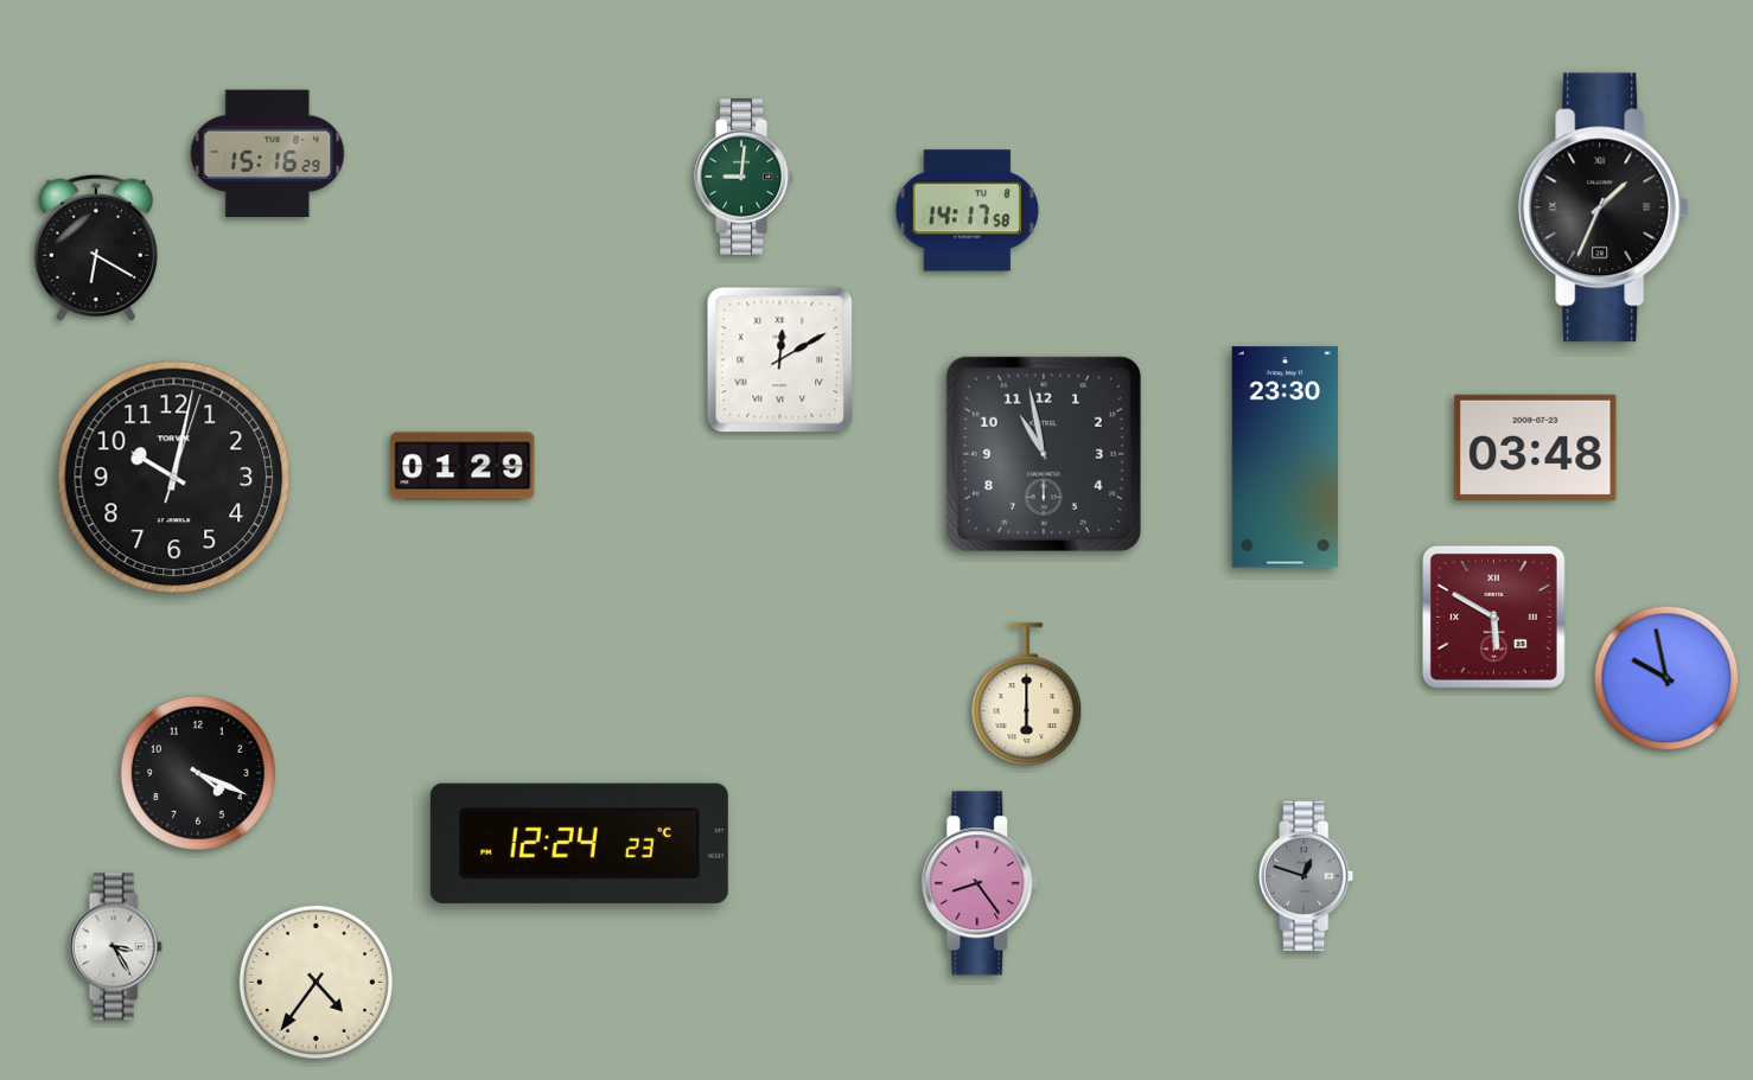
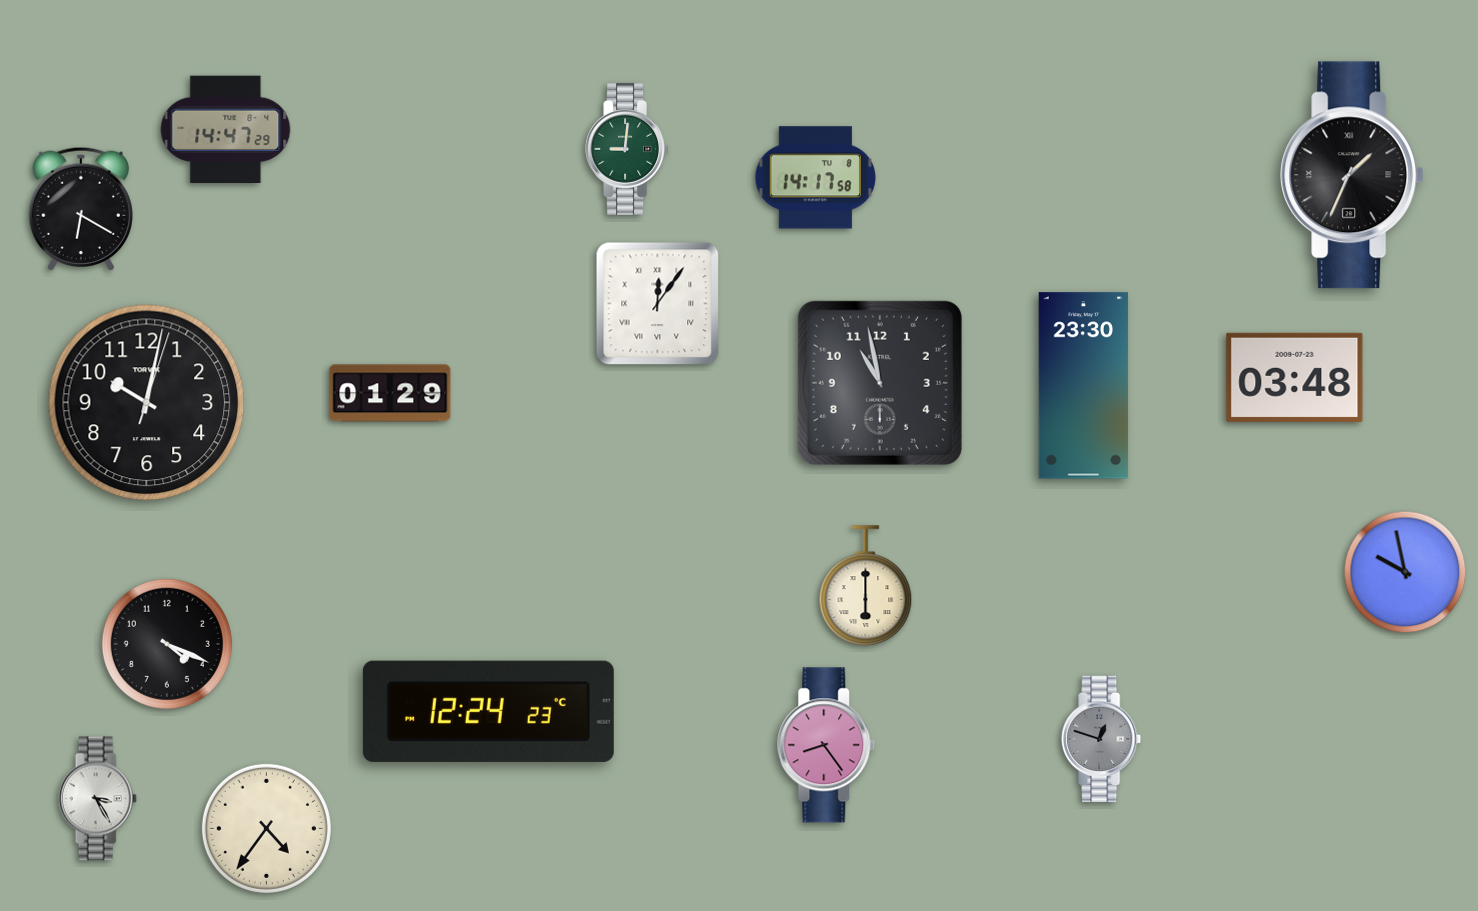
clock at (268, 153): 15:16 -> 14:47
clock at (780, 360): 12:10 -> 12:06
clock at (1493, 616): 5:50 -> none
clock at (198, 773) position: (198, 773) -> (167, 644)
